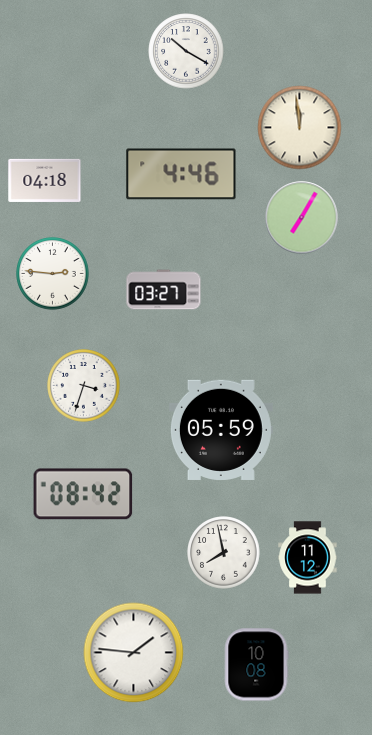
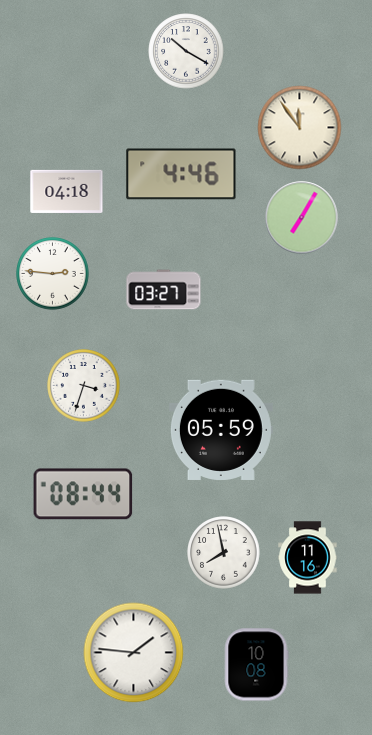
clock at (300, 128): 11:59 -> 11:54
clock at (45, 180) position: (45, 180) -> (67, 191)
clock at (83, 494): 08:42 -> 08:44
clock at (308, 558): 11:12 -> 11:16
